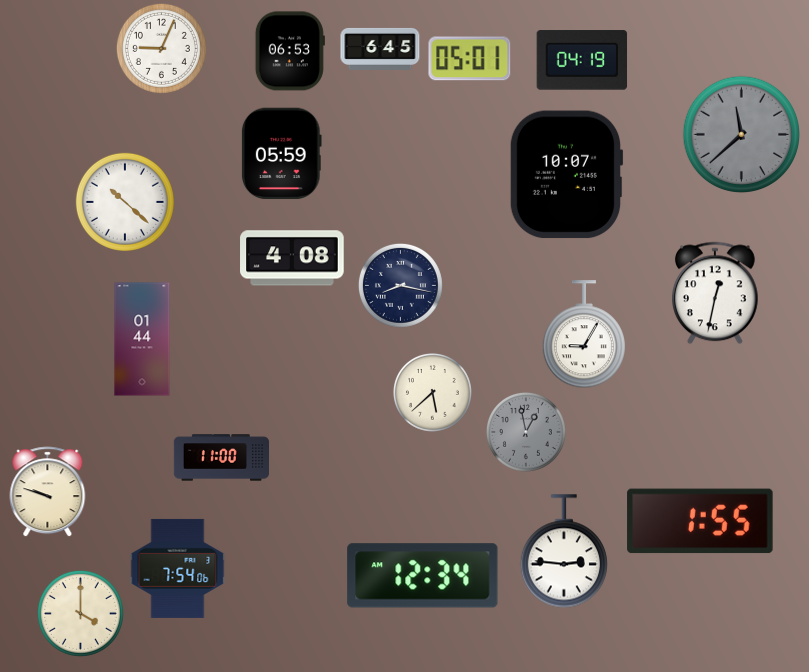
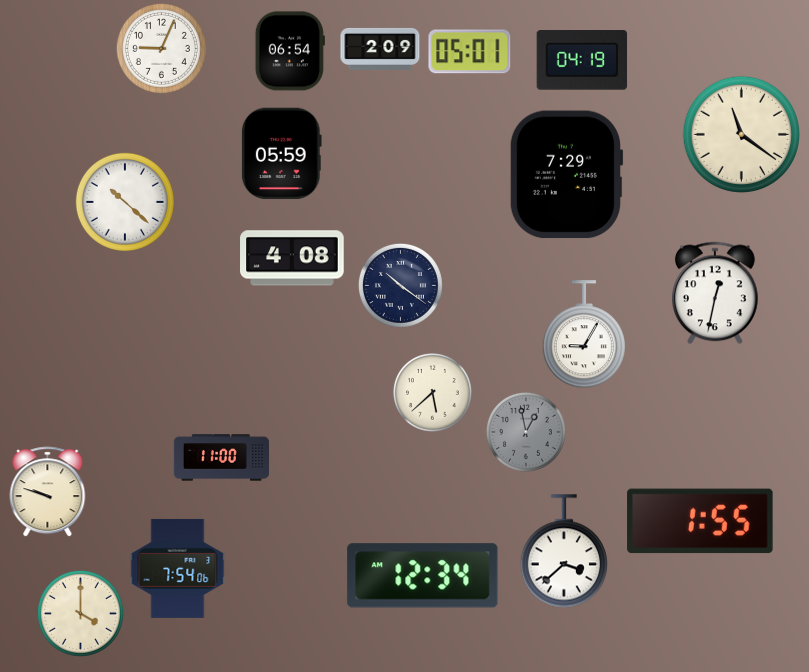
clock at (380, 49): 6:45 -> 2:09
clock at (290, 51): 06:53 -> 06:54
clock at (470, 59) position: (470, 59) -> (470, 52)
clock at (742, 135): 11:38 -> 11:21
clock at (742, 135) dial: grey -> cream
clock at (566, 175): 10:07 -> 7:29
clock at (400, 285): 8:17 -> 10:21
clock at (142, 339): 01:44 -> none
clock at (564, 551): 2:46 -> 3:38
